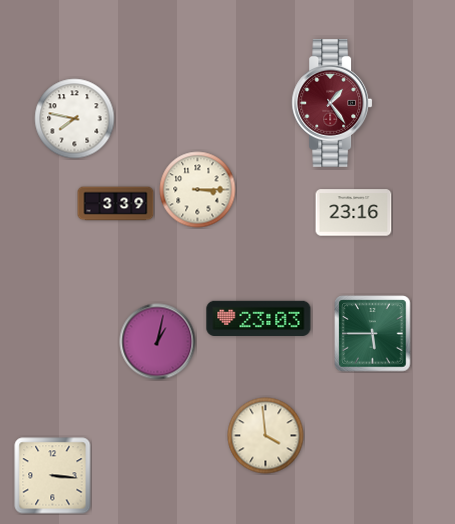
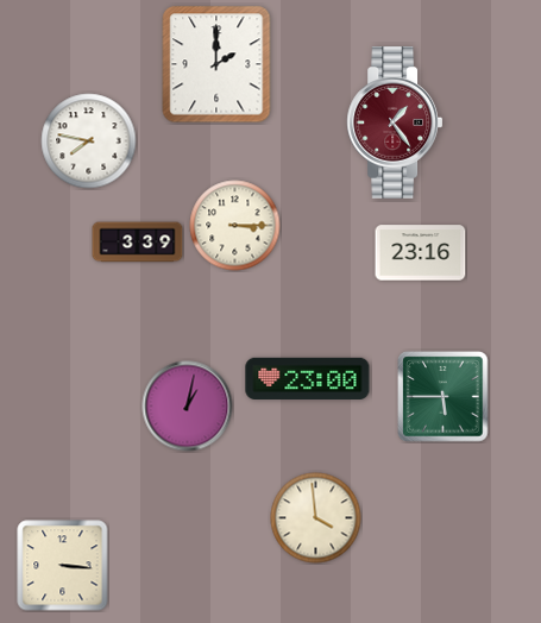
clock at (216, 64): none -> 2:00
clock at (259, 318): 23:03 -> 23:00
